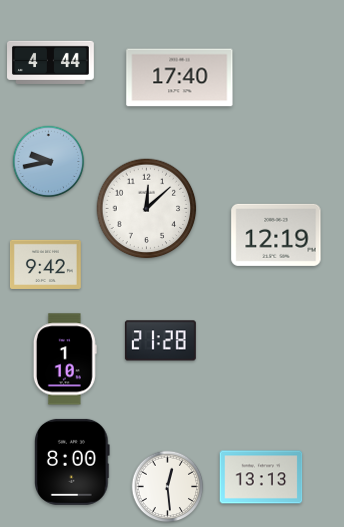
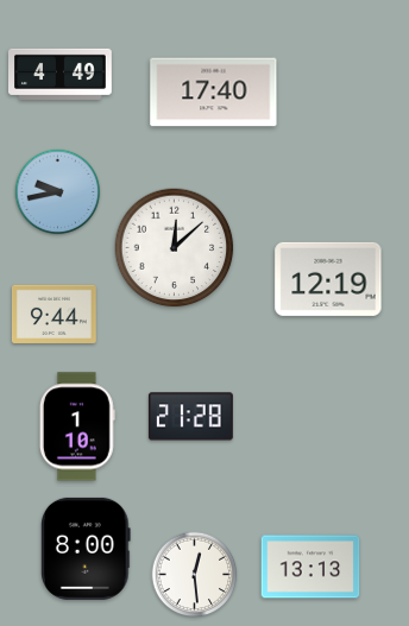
clock at (51, 62): 4:44 -> 4:49
clock at (45, 264): 9:42 -> 9:44
clock at (160, 341) position: (160, 341) -> (190, 417)
clock at (168, 487) position: (168, 487) -> (195, 575)
